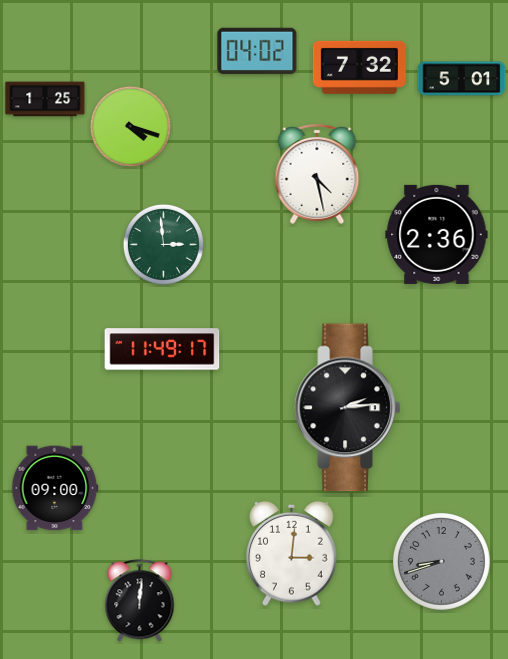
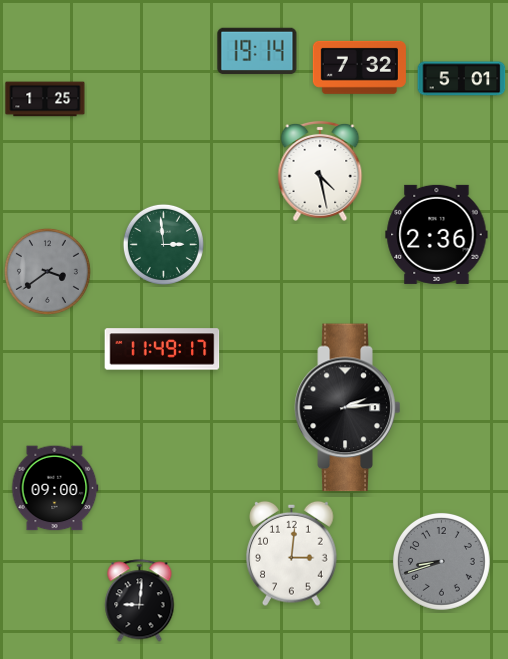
clock at (257, 51): 04:02 -> 19:14
clock at (130, 126): 4:18 -> none
clock at (317, 174) position: (317, 174) -> (320, 171)
clock at (47, 271): none -> 3:39
clock at (140, 601): 12:01 -> 9:01
